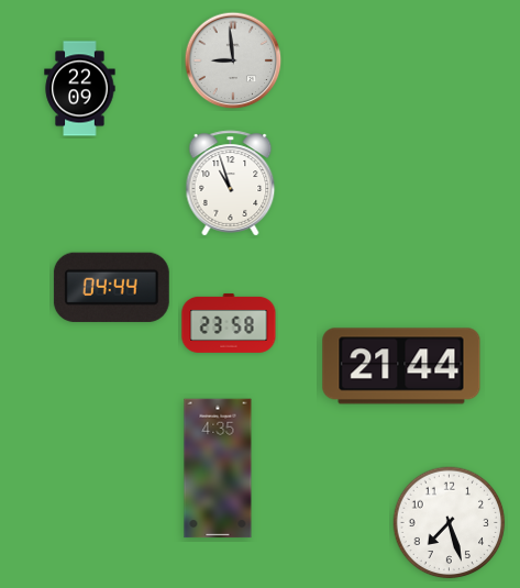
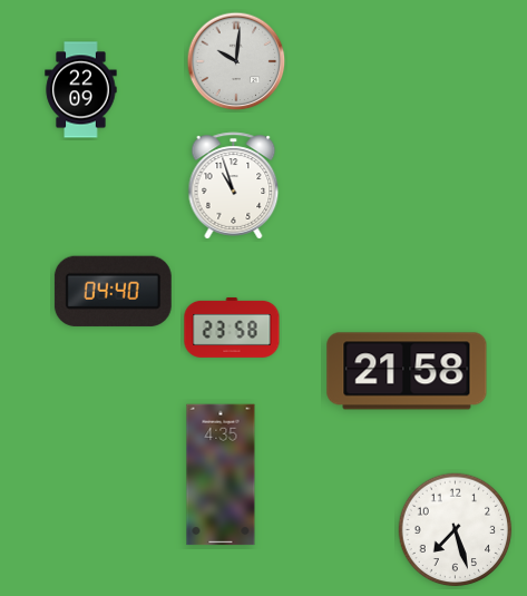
clock at (233, 60): 8:59 -> 10:01
clock at (111, 287): 04:44 -> 04:40
clock at (401, 366): 21:44 -> 21:58
